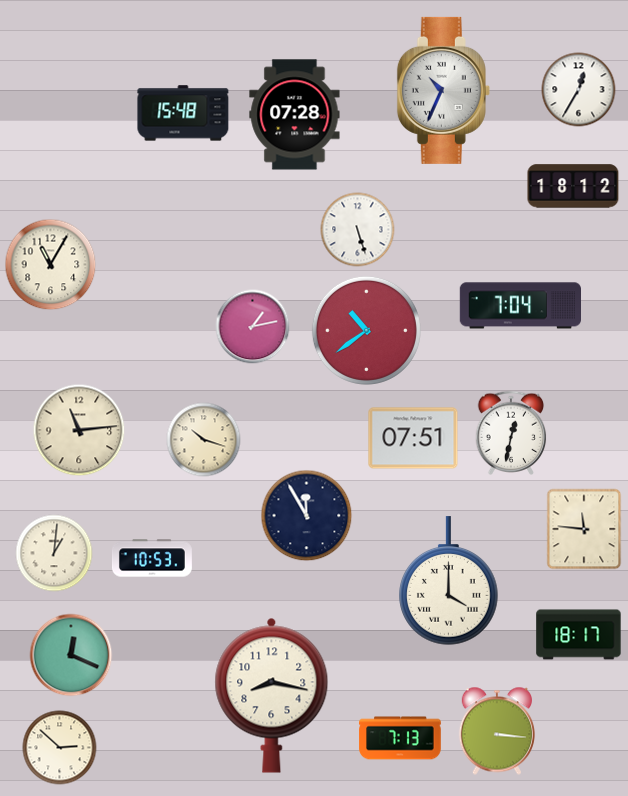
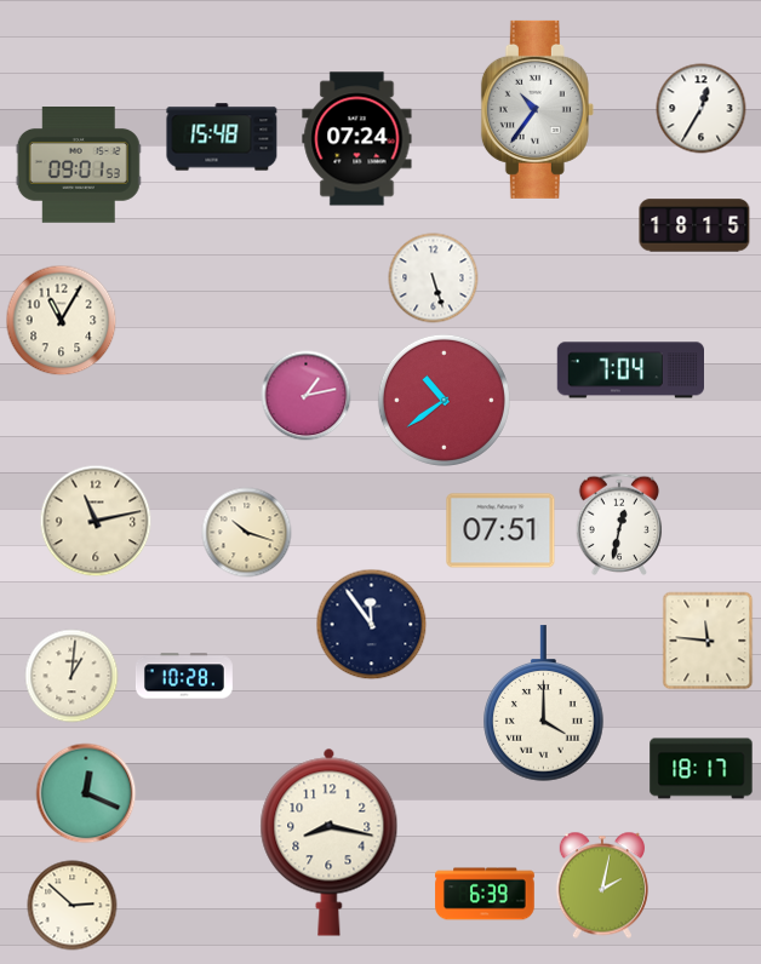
clock at (443, 90): 10:34 -> 10:36
clock at (295, 115): 07:28 -> 07:24
clock at (79, 166): none -> 09:01
clock at (573, 186): 18:12 -> 18:15
clock at (79, 430): 11:14 -> 11:13
clock at (307, 516): 11:55 -> 11:54
clock at (54, 553) position: (54, 553) -> (71, 676)
clock at (152, 558): 10:53 -> 10:28
clock at (497, 731): 3:16 -> 2:02
clock at (400, 738): 7:13 -> 6:39
